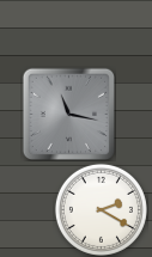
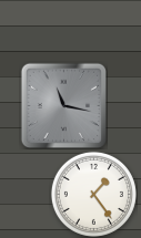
clock at (101, 209): 2:20 -> 1:24
